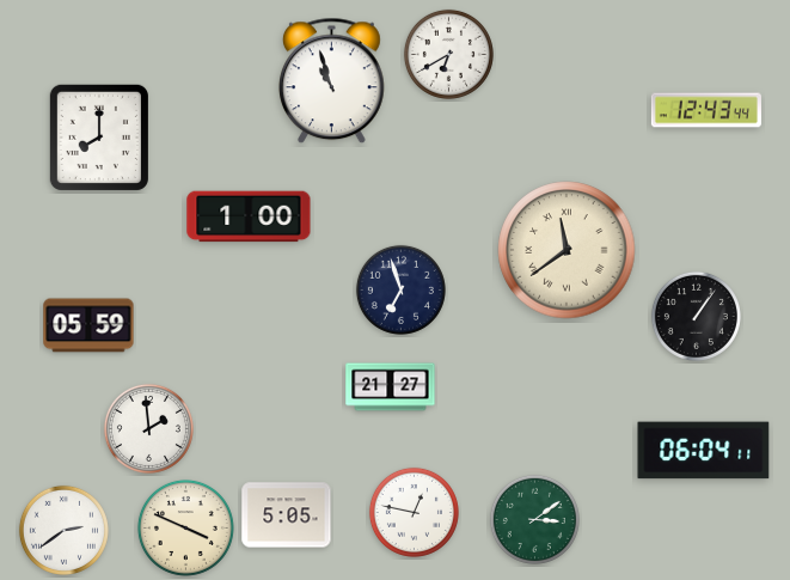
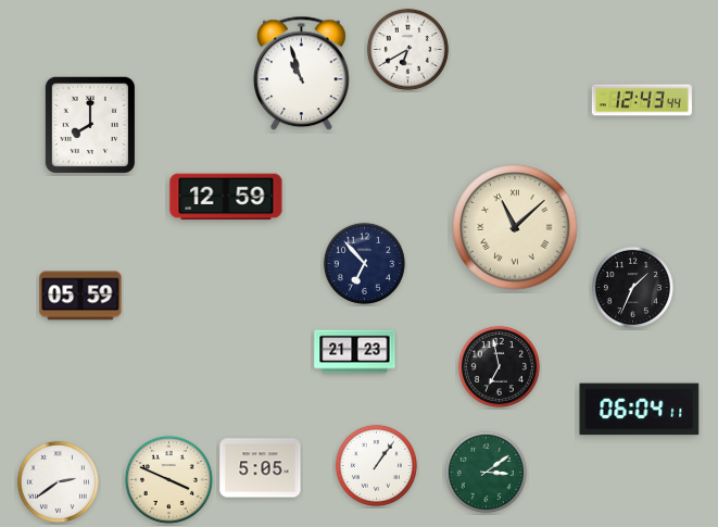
clock at (249, 216): 1:00 -> 12:59
clock at (567, 250): 11:39 -> 11:08
clock at (400, 289): 6:57 -> 6:53
clock at (696, 316): 1:06 -> 1:34
clock at (391, 387): 21:27 -> 21:23
clock at (499, 366): none -> 6:58
clock at (148, 428): 1:59 -> none
clock at (414, 512): 12:47 -> 1:06
